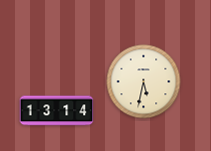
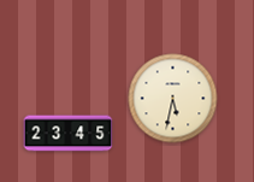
clock at (57, 111): 13:14 -> 23:45
